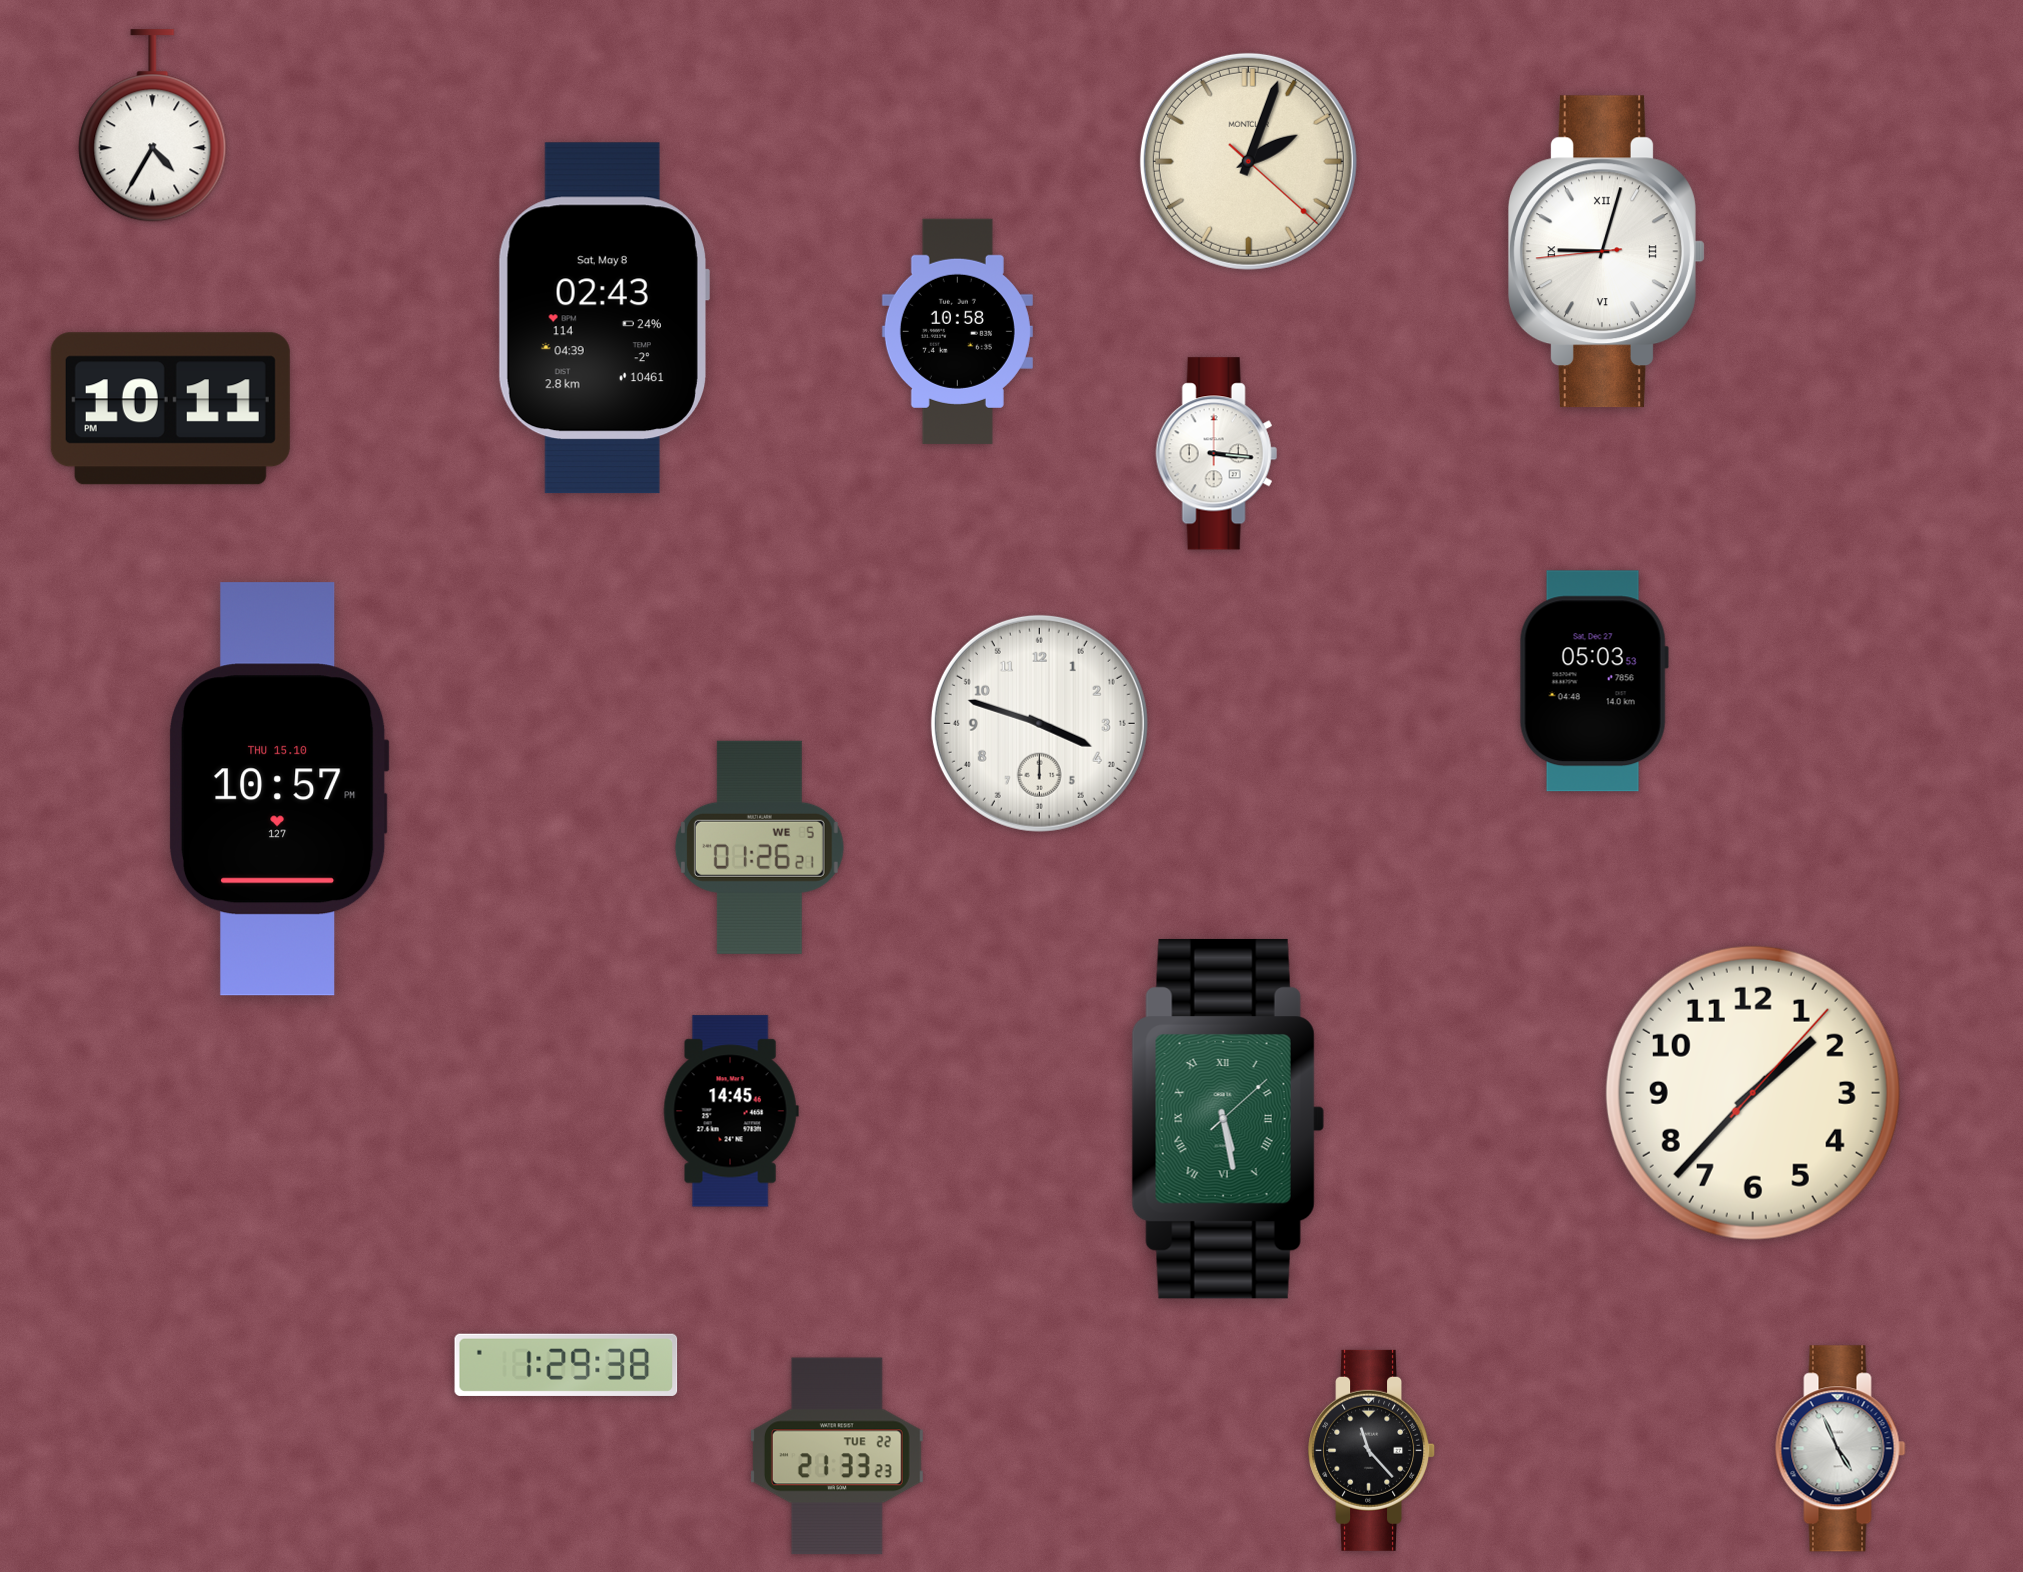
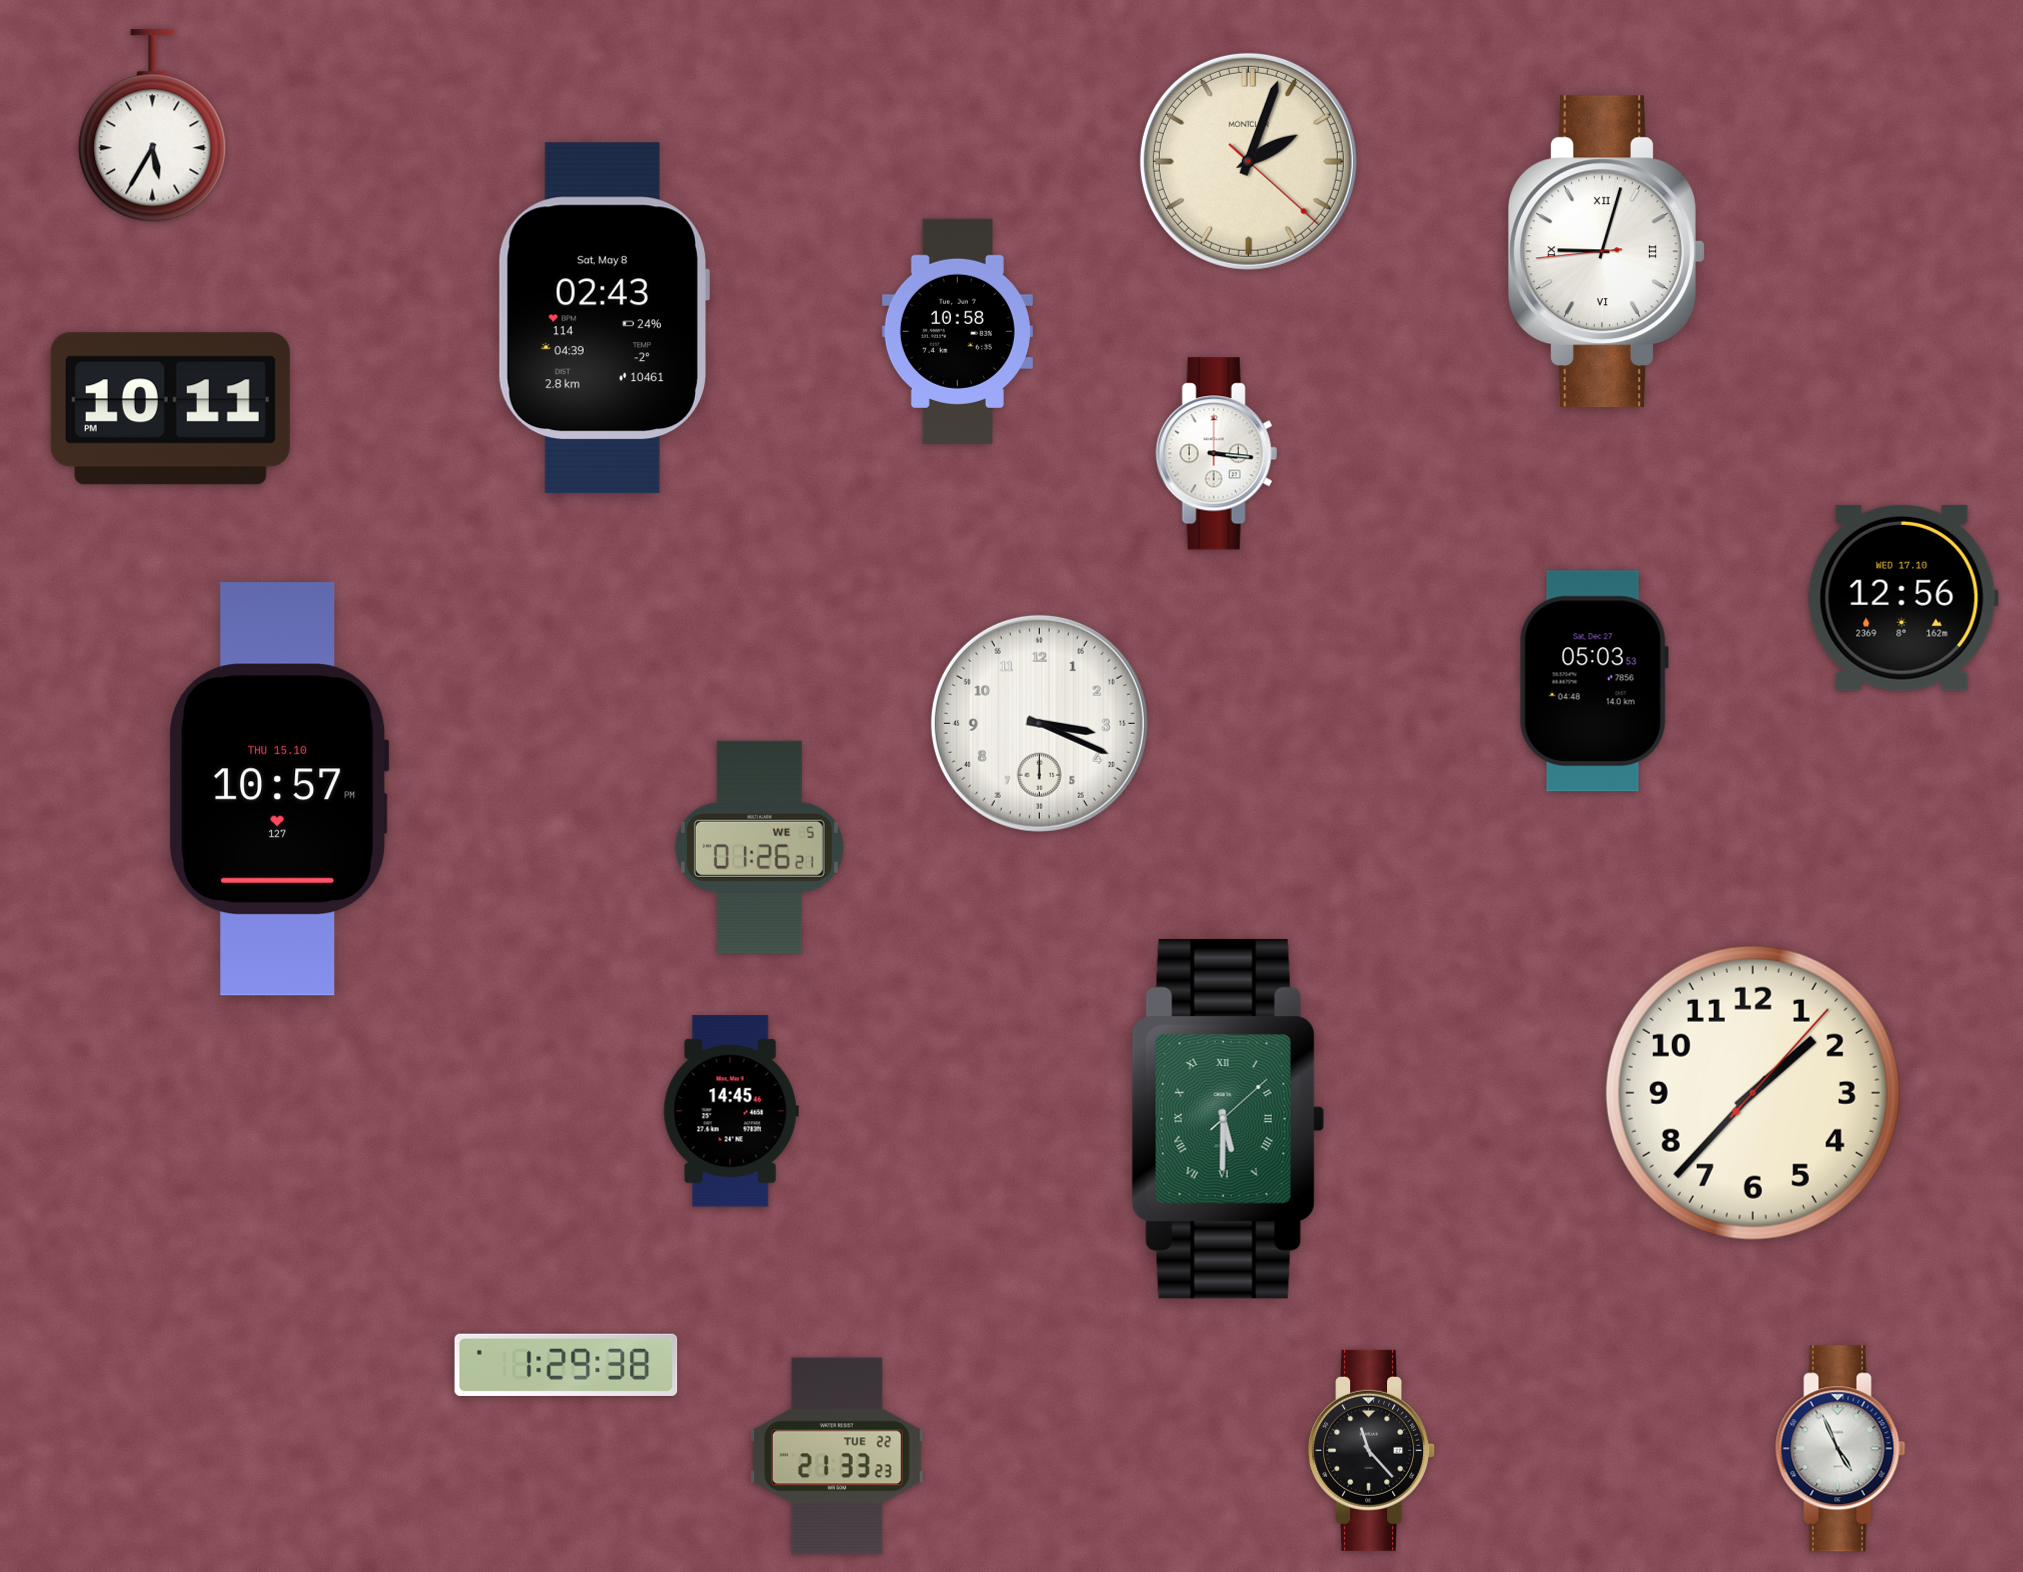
clock at (153, 126): 4:35 -> 5:35
clock at (1903, 598): none -> 12:56
clock at (1039, 723): 3:48 -> 3:19
clock at (1228, 1119): 5:28 -> 5:30
